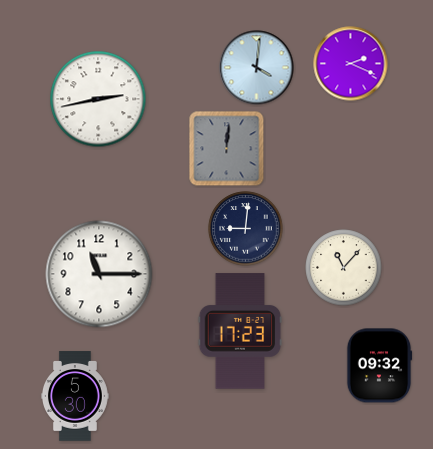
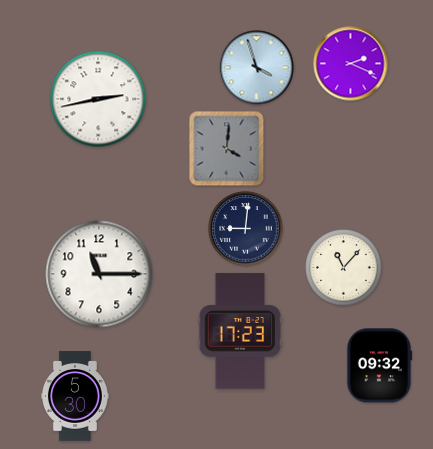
clock at (257, 68): 4:01 -> 3:57
clock at (227, 149): 12:01 -> 4:01
